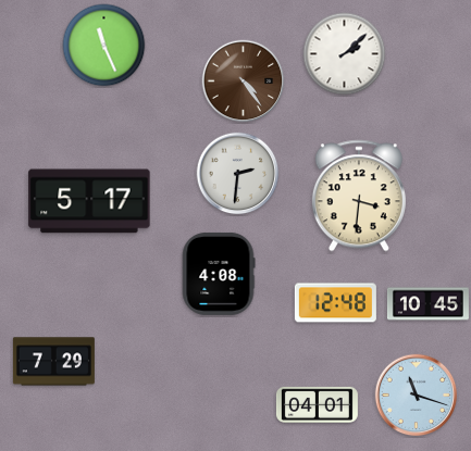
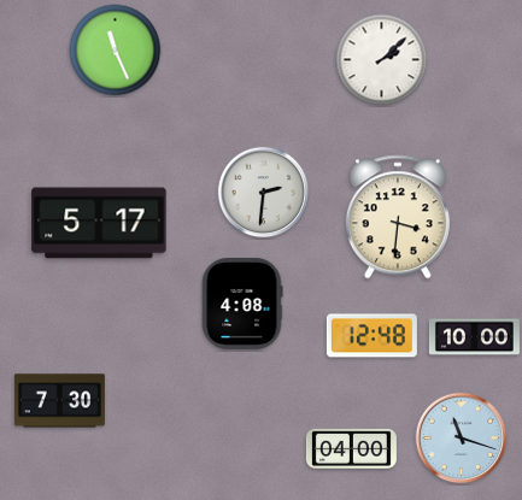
clock at (244, 82): 4:24 -> none
clock at (427, 304): 10:45 -> 10:00
clock at (53, 362): 7:29 -> 7:30
clock at (317, 404): 04:01 -> 04:00
